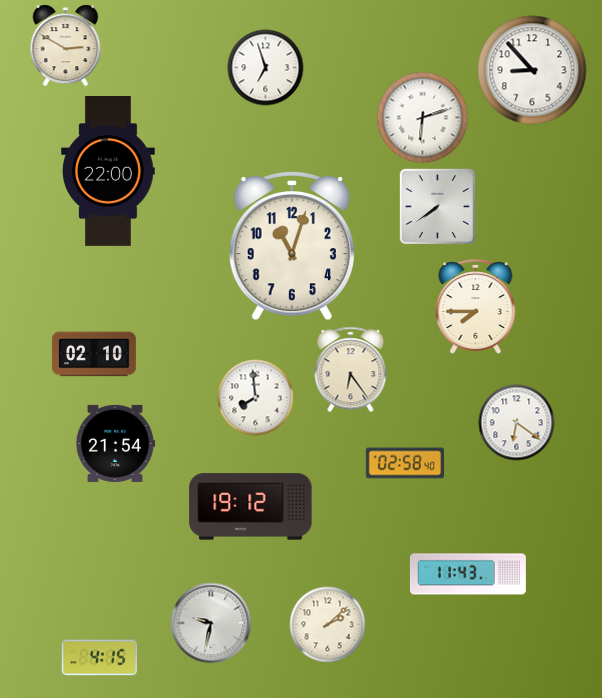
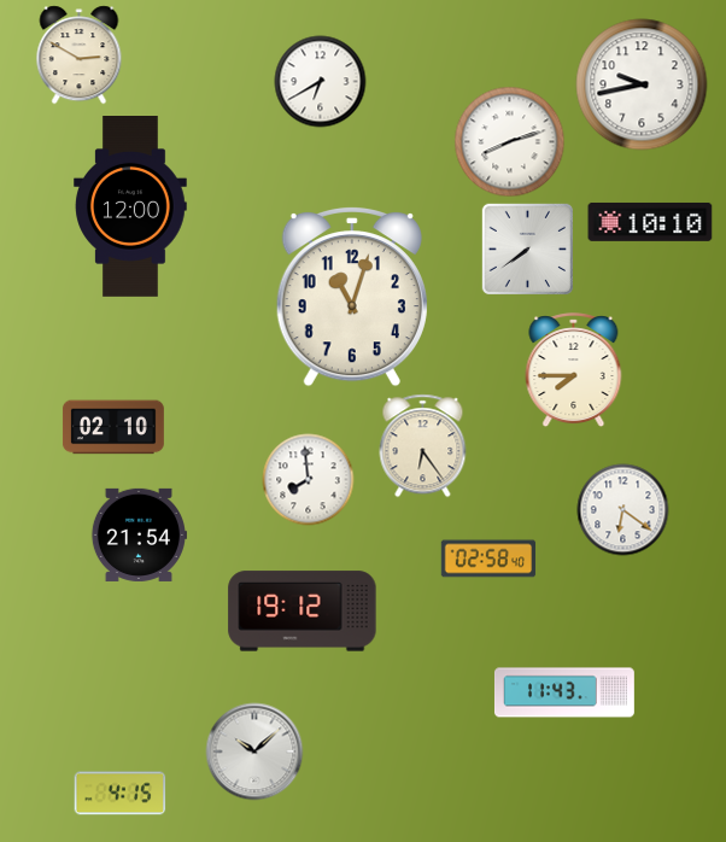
clock at (266, 68): 6:57 -> 6:40
clock at (532, 70): 8:53 -> 9:43
clock at (423, 118): 6:12 -> 8:12
clock at (108, 172): 22:00 -> 12:00
clock at (650, 222): none -> 10:10
clock at (211, 623): 9:32 -> 10:08
clock at (328, 625): 2:08 -> none
